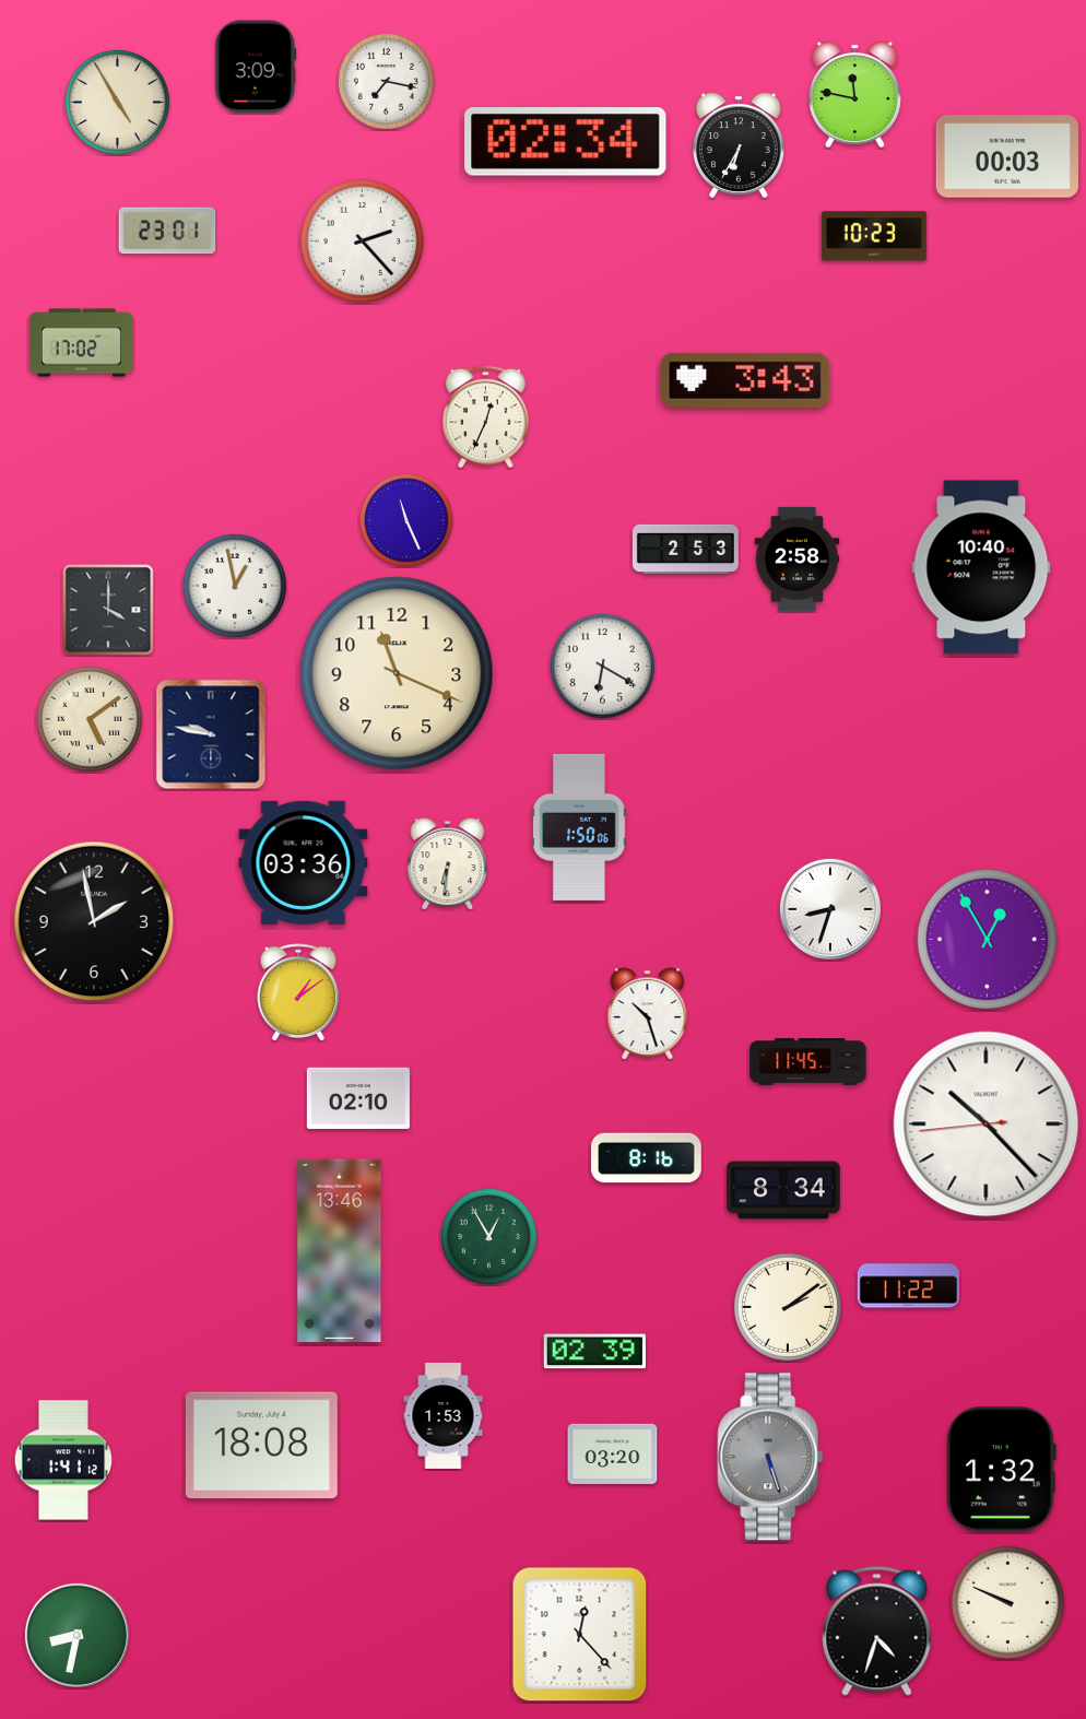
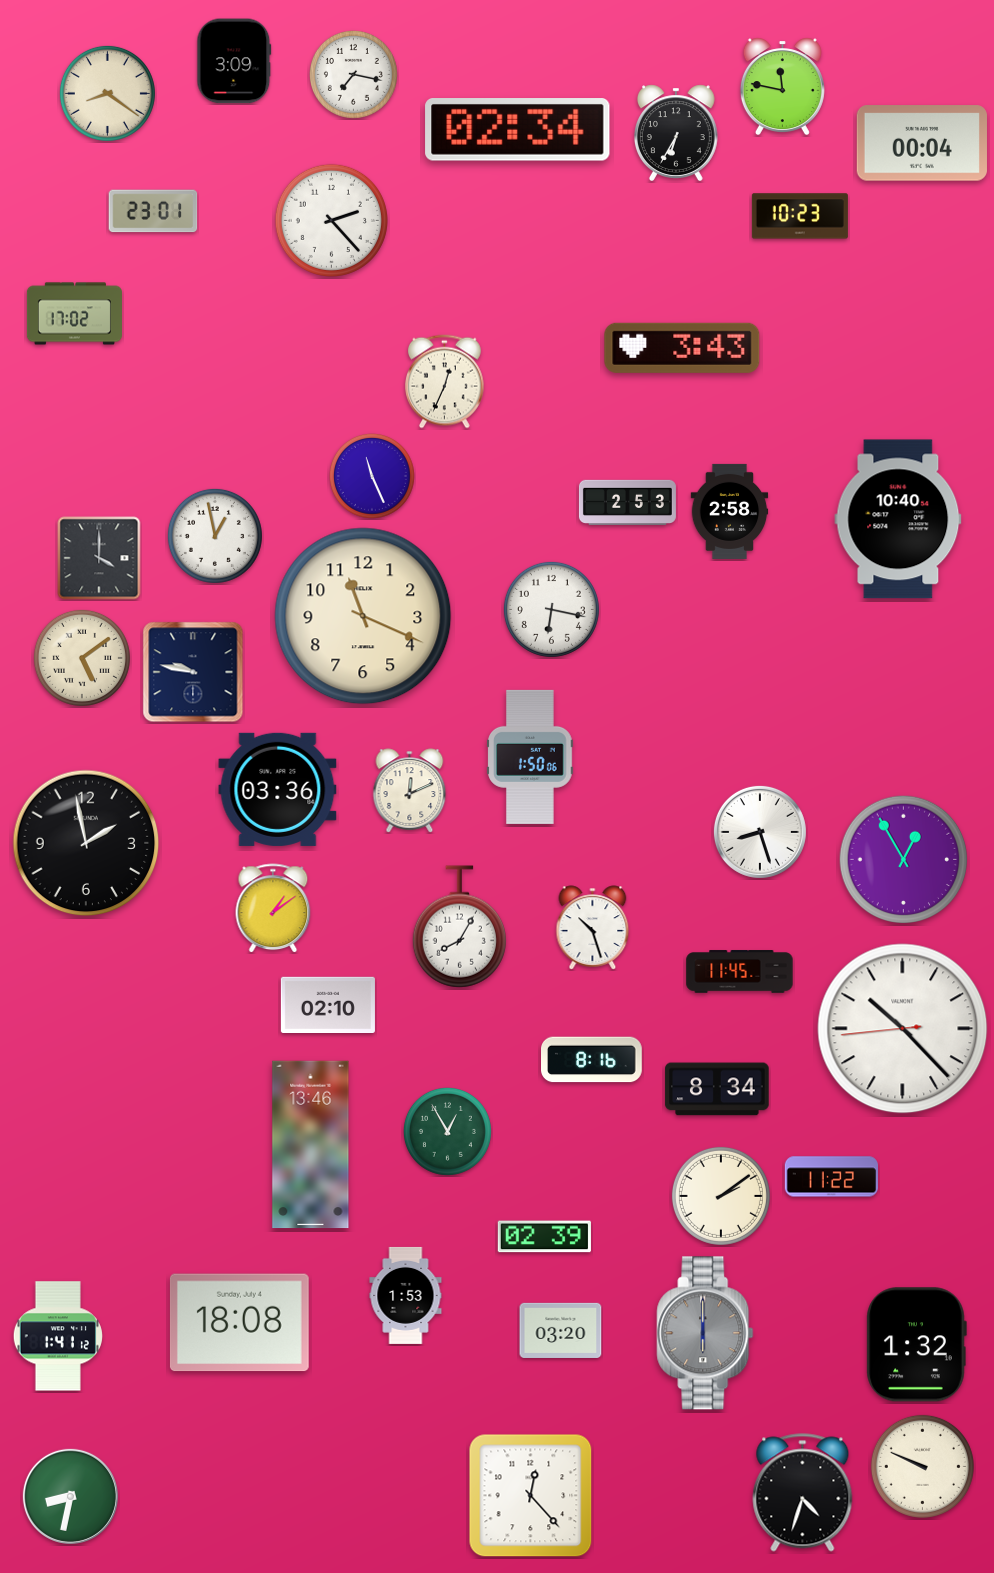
clock at (117, 102): 4:55 -> 8:21
clock at (1007, 156): 00:03 -> 00:04
clock at (602, 666): 6:20 -> 6:17
clock at (448, 864): 6:31 -> 12:11
clock at (830, 909): 8:33 -> 8:27
clock at (459, 927): none -> 8:05
clock at (770, 1457): 5:27 -> 6:00
